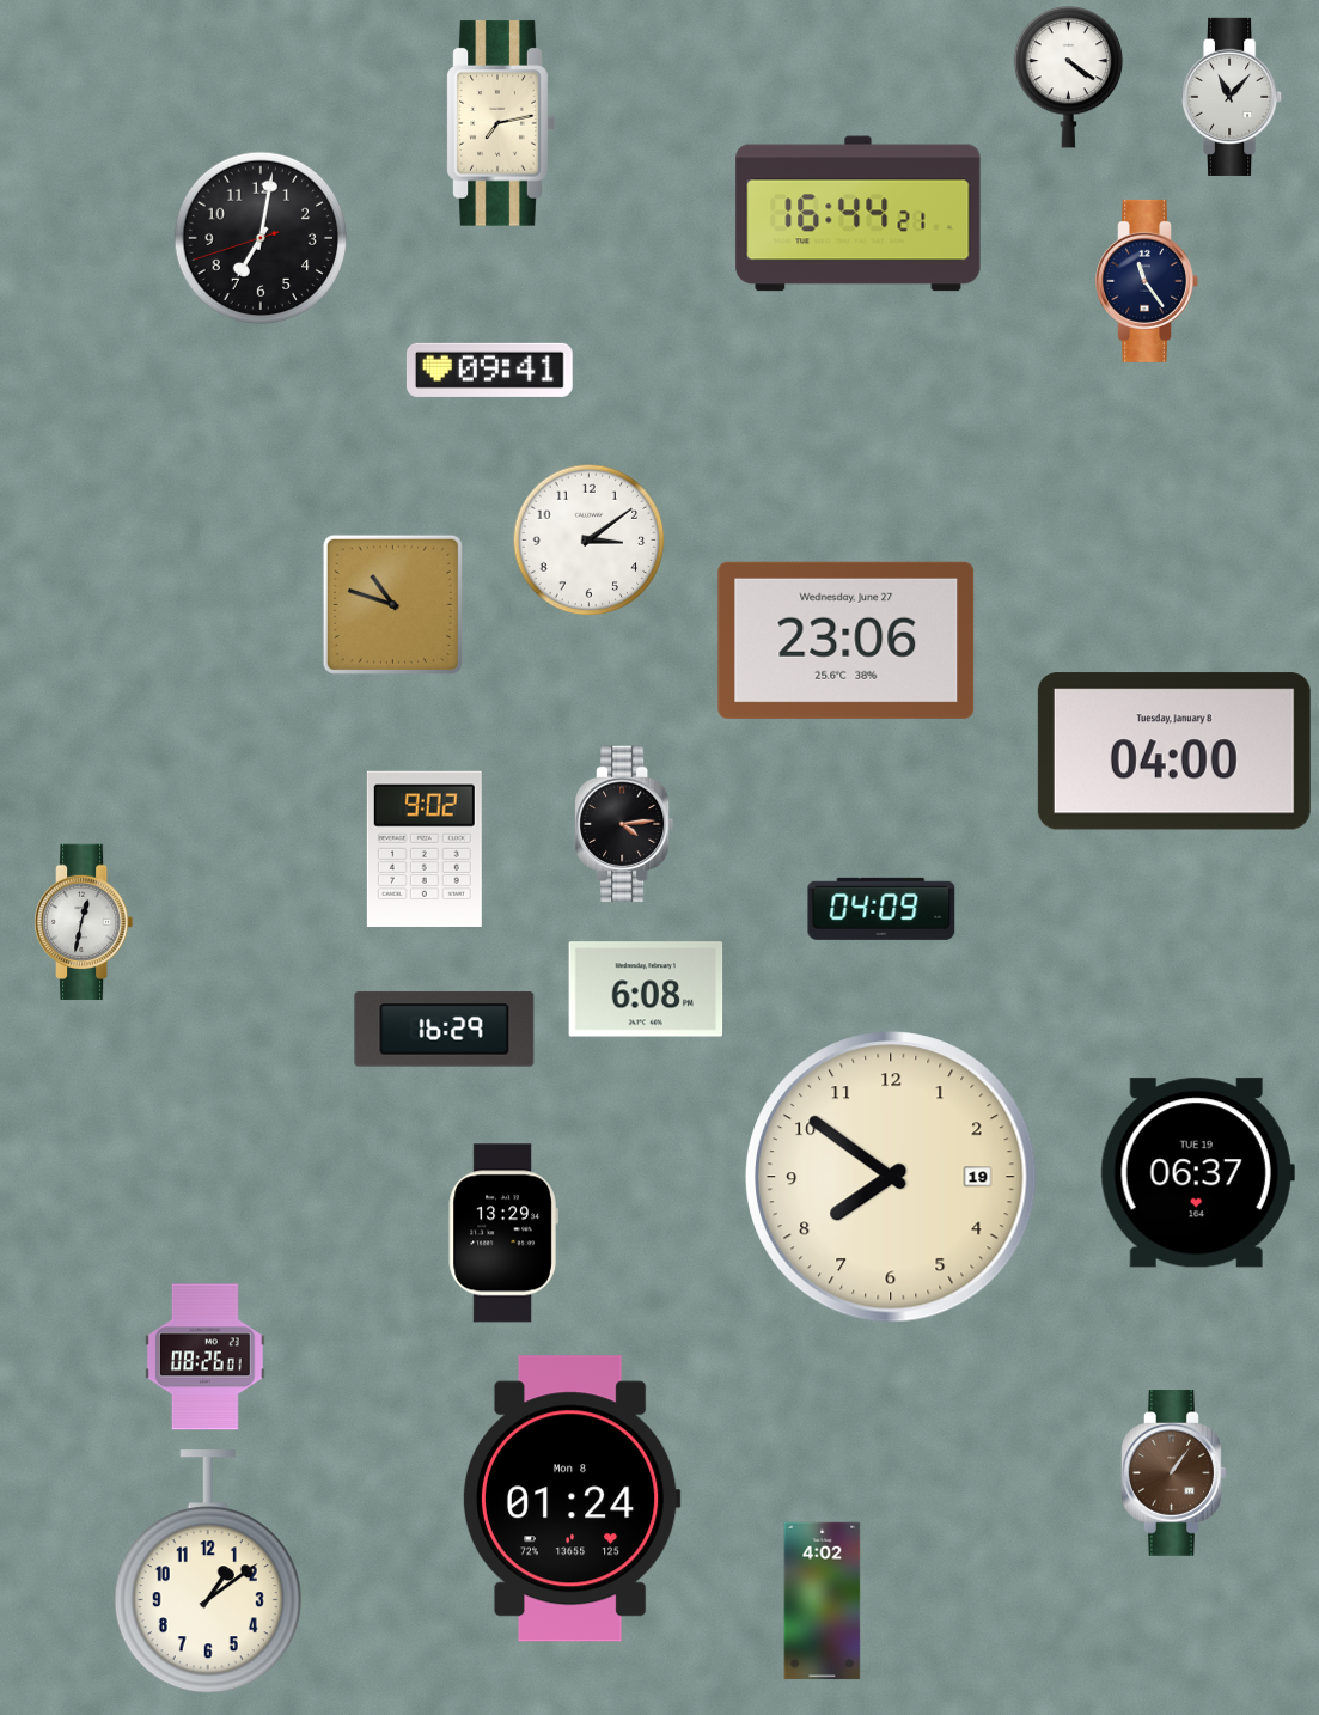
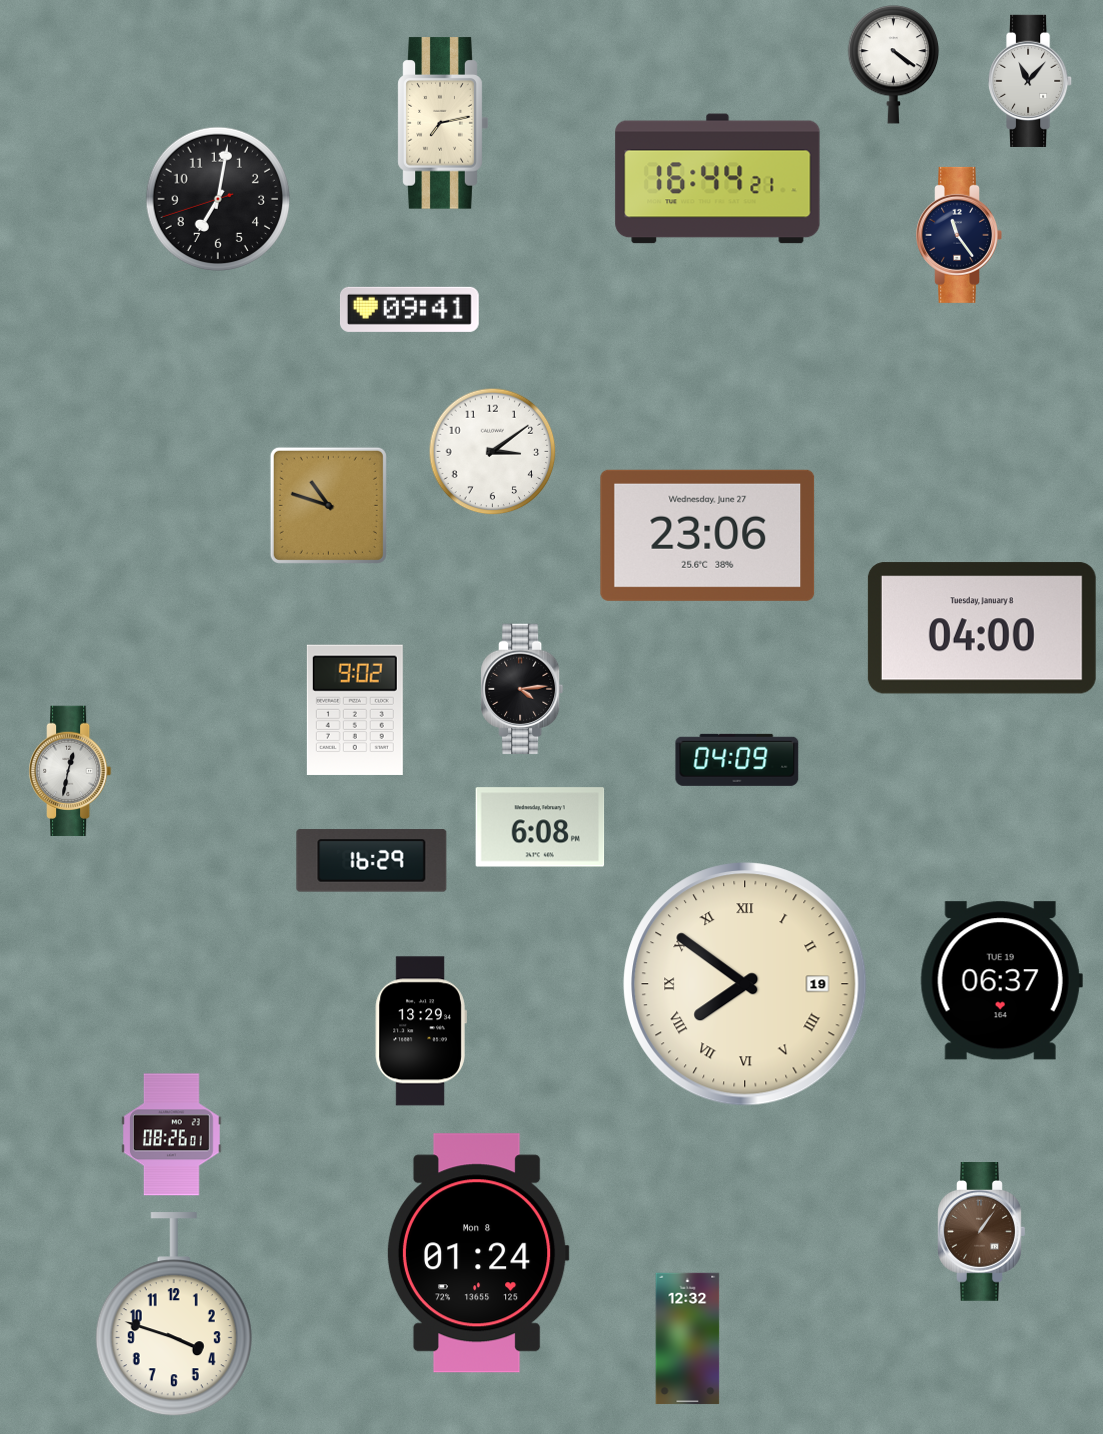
clock at (501, 123) position: (501, 123) -> (443, 123)
clock at (891, 1177) numerals: Arabic -> Roman
clock at (208, 1573): 1:09 -> 3:48
clock at (823, 1601): 4:02 -> 12:32
